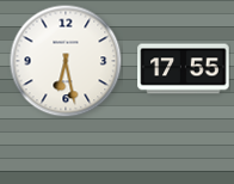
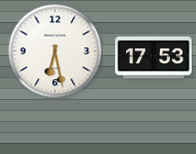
clock at (184, 69): 17:55 -> 17:53
